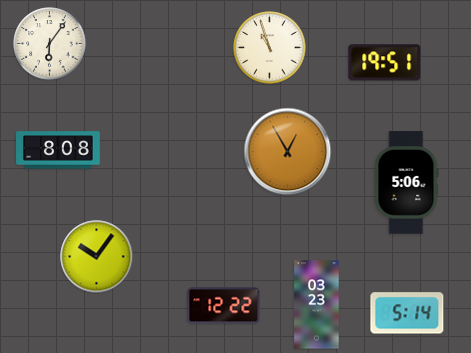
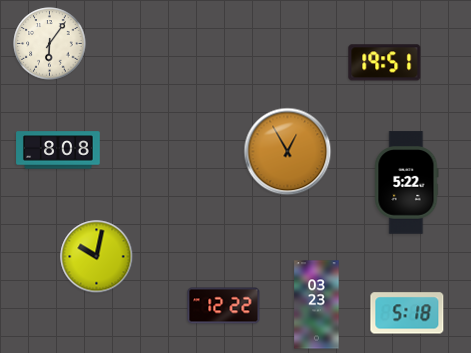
clock at (270, 48): 10:57 -> none
clock at (407, 183): 5:06 -> 5:22
clock at (97, 257): 10:06 -> 10:02
clock at (407, 313): 5:14 -> 5:18
